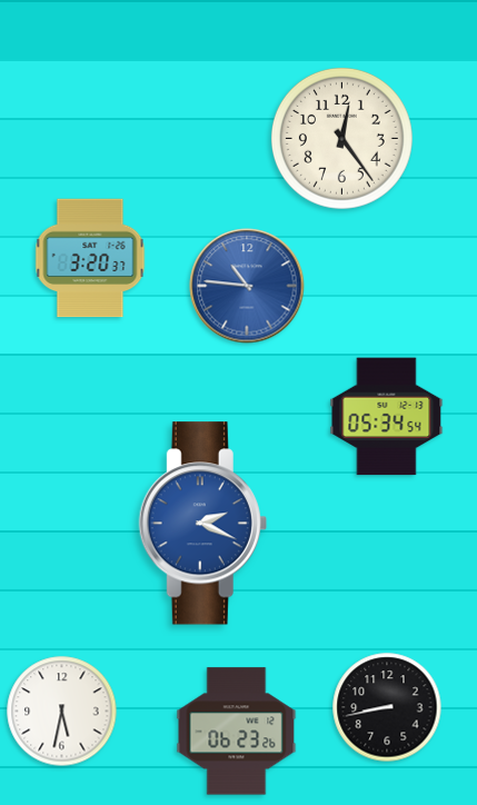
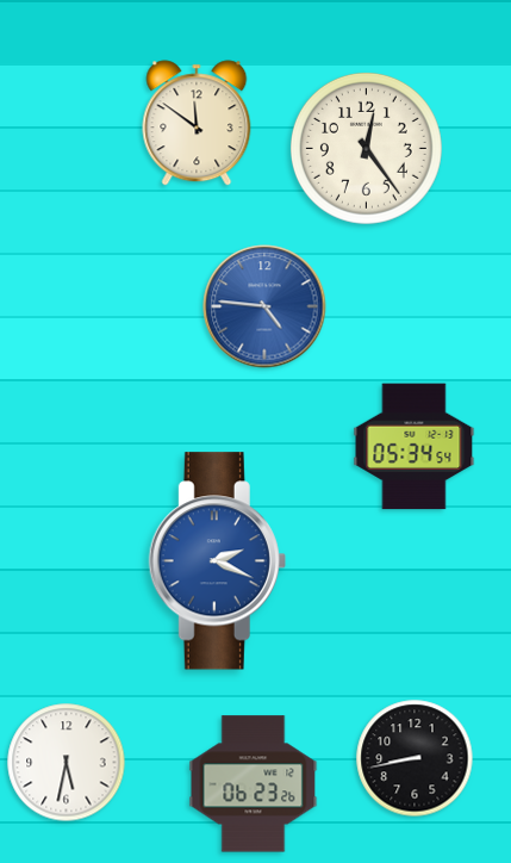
clock at (197, 123): none -> 11:51
clock at (90, 258): 3:20 -> none
clock at (247, 286): 10:46 -> 4:46
